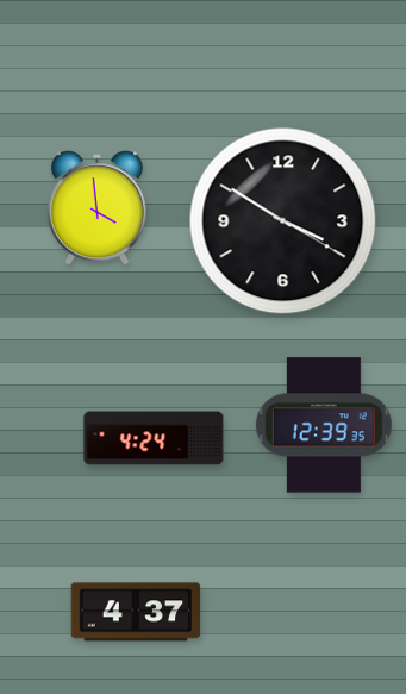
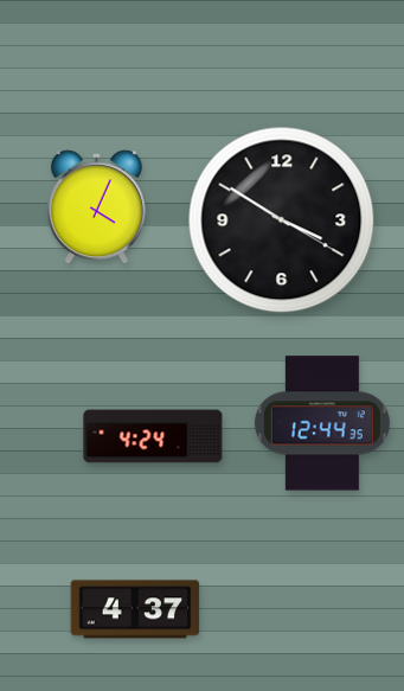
clock at (96, 208): 3:59 -> 4:04
clock at (324, 425): 12:39 -> 12:44
